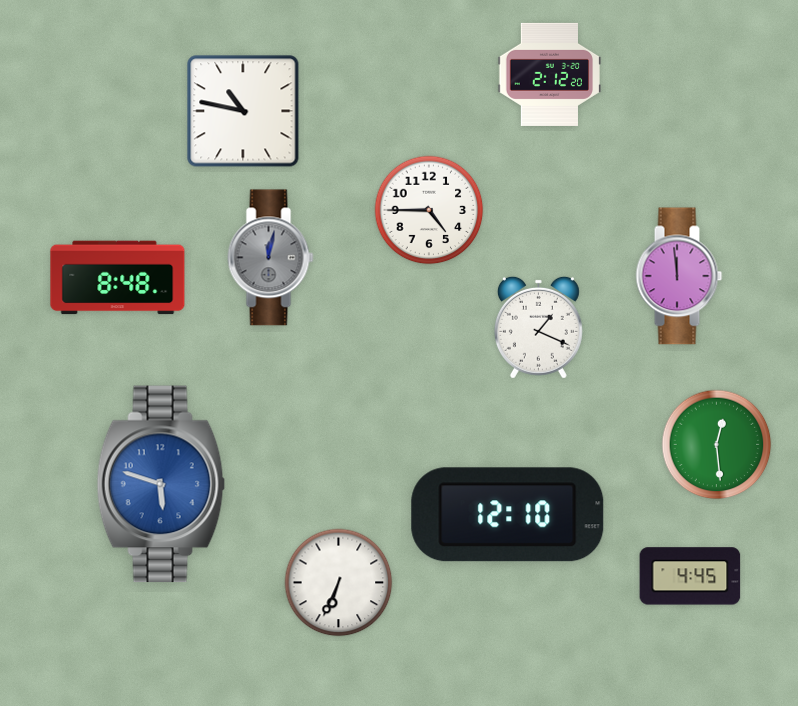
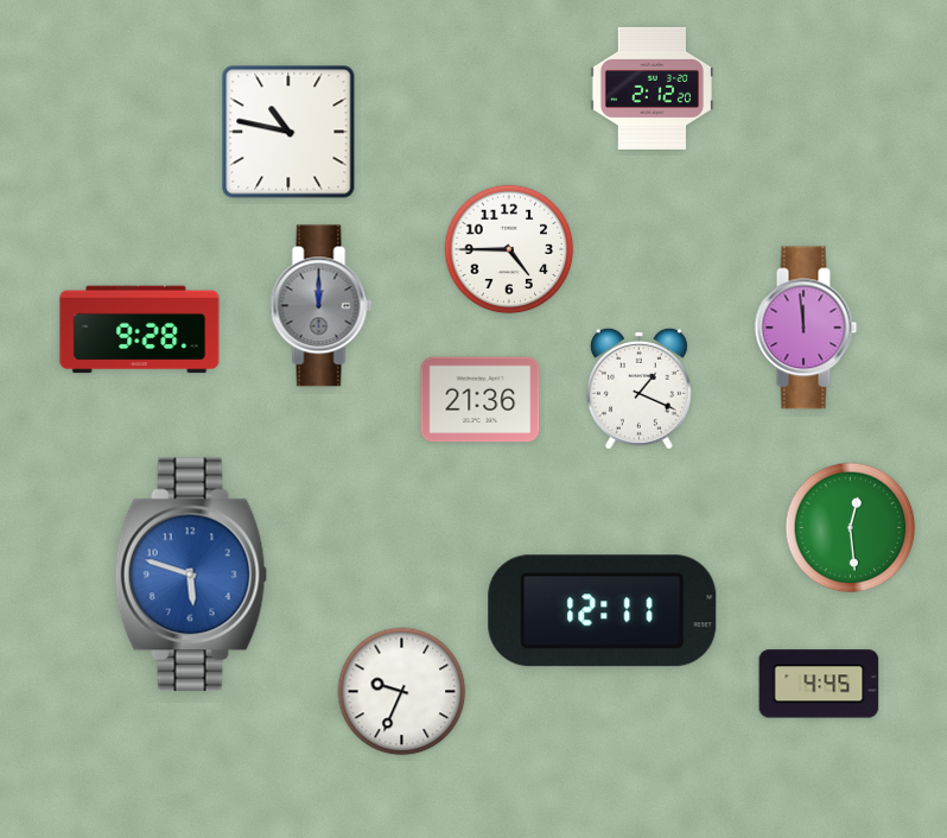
clock at (271, 258): 12:02 -> 12:00
clock at (118, 278): 8:48 -> 9:28
clock at (481, 400): none -> 21:36
clock at (508, 515): 12:10 -> 12:11
clock at (339, 583): 6:34 -> 9:34
